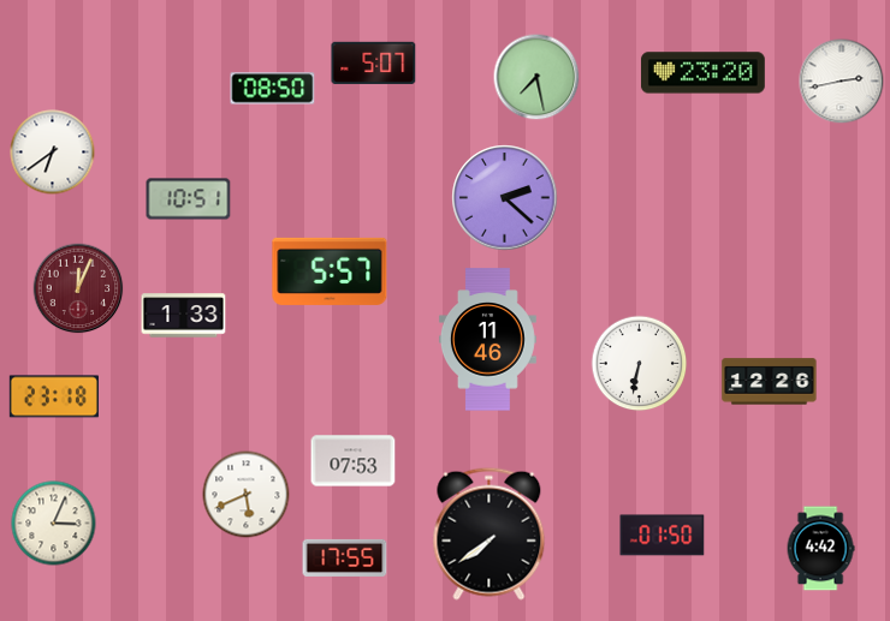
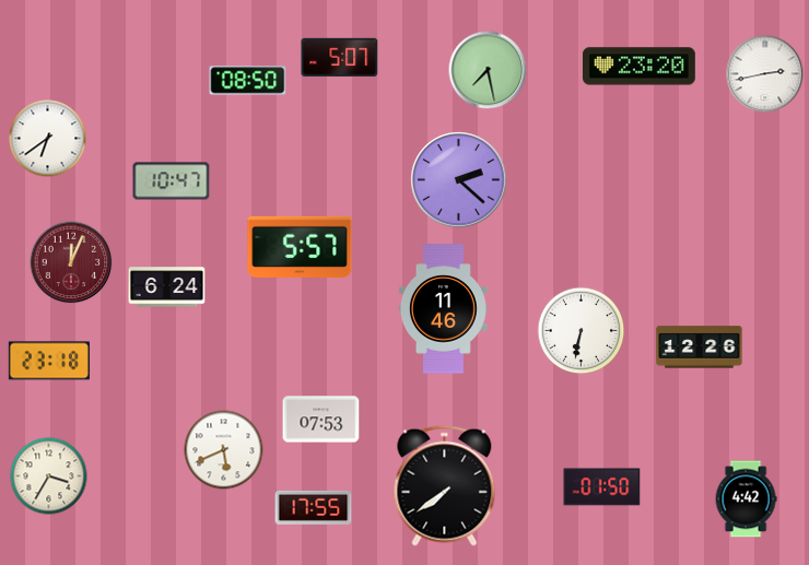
clock at (189, 199): 10:51 -> 10:47
clock at (184, 316): 1:33 -> 6:24
clock at (54, 524): 3:04 -> 3:35
